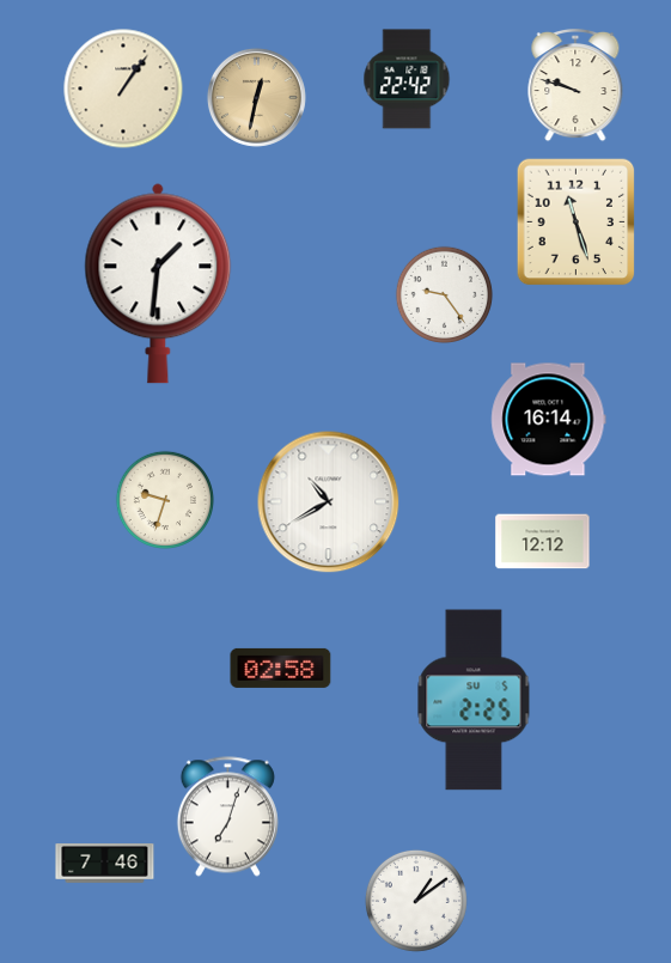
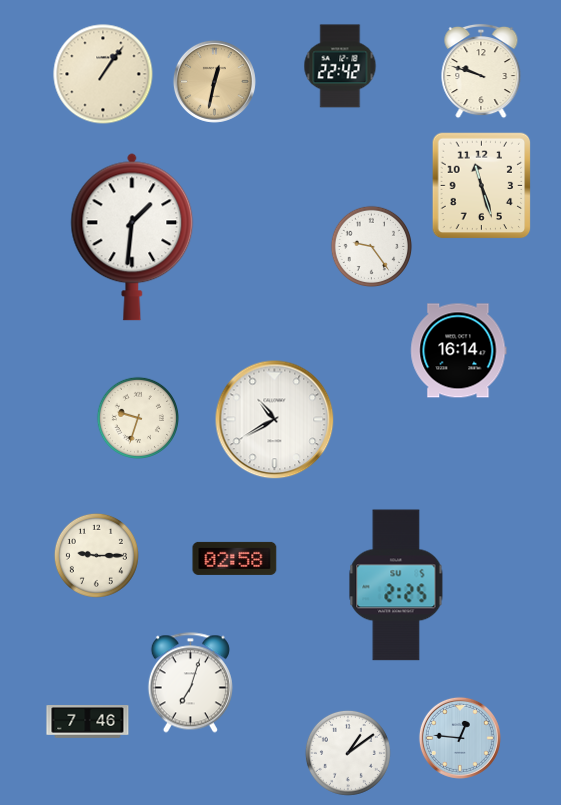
clock at (543, 542): 12:12 -> none
clock at (96, 555): none -> 9:15
clock at (460, 738): none -> 12:46
